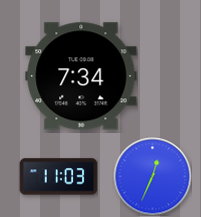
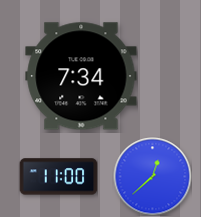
clock at (152, 176): 12:34 -> 12:38
clock at (58, 177): 11:03 -> 11:00
